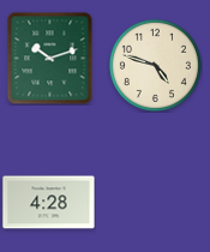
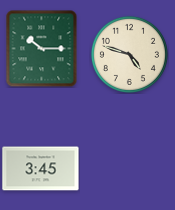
clock at (50, 58): 10:12 -> 10:15
clock at (49, 203): 4:28 -> 3:45
